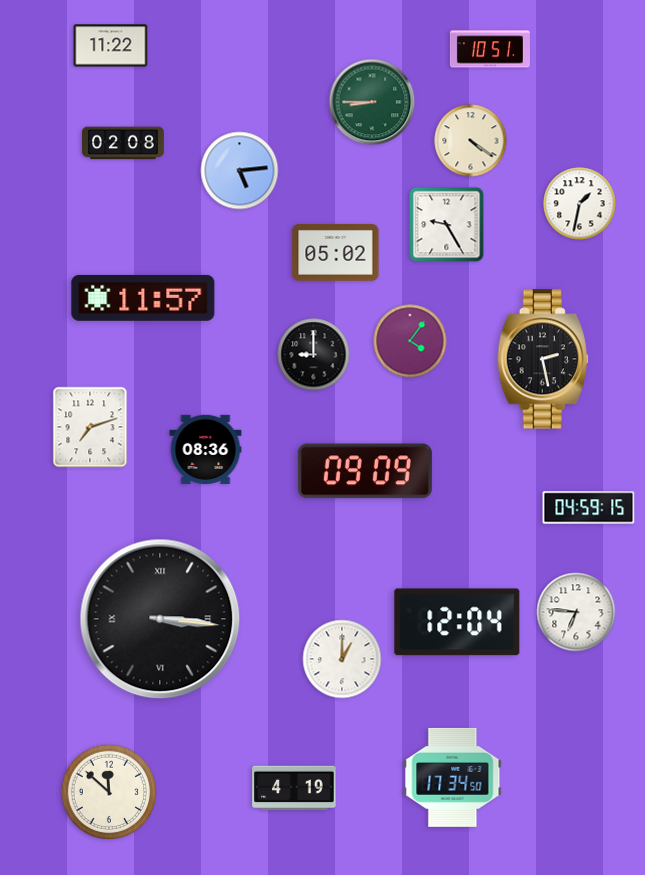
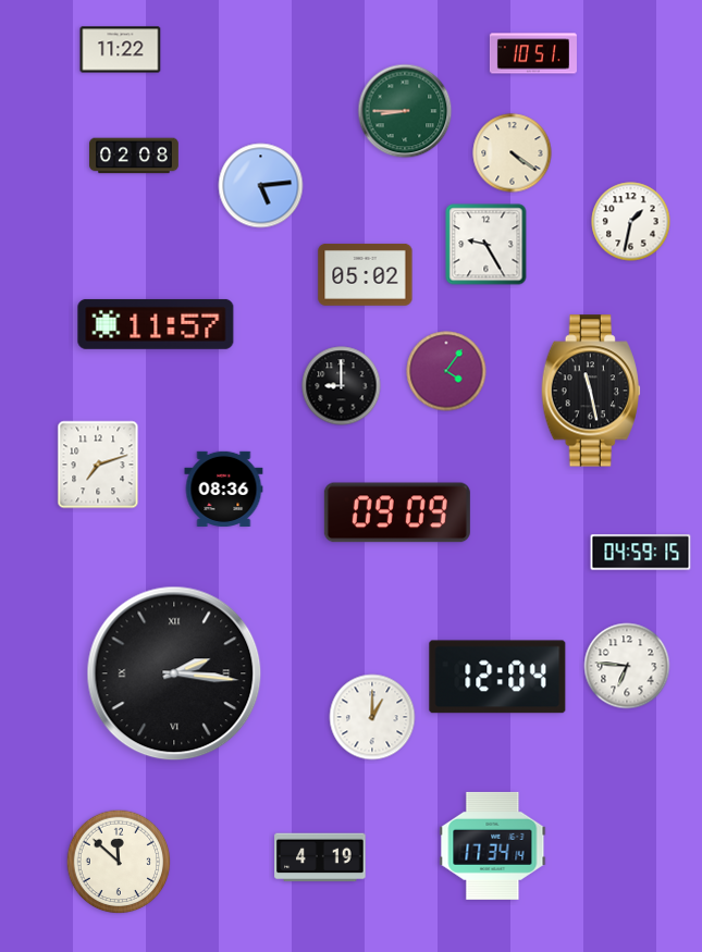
clock at (543, 359): 2:28 -> 11:28
clock at (160, 619): 3:16 -> 2:16
clock at (453, 777): 17:34:50 -> 17:34:14
